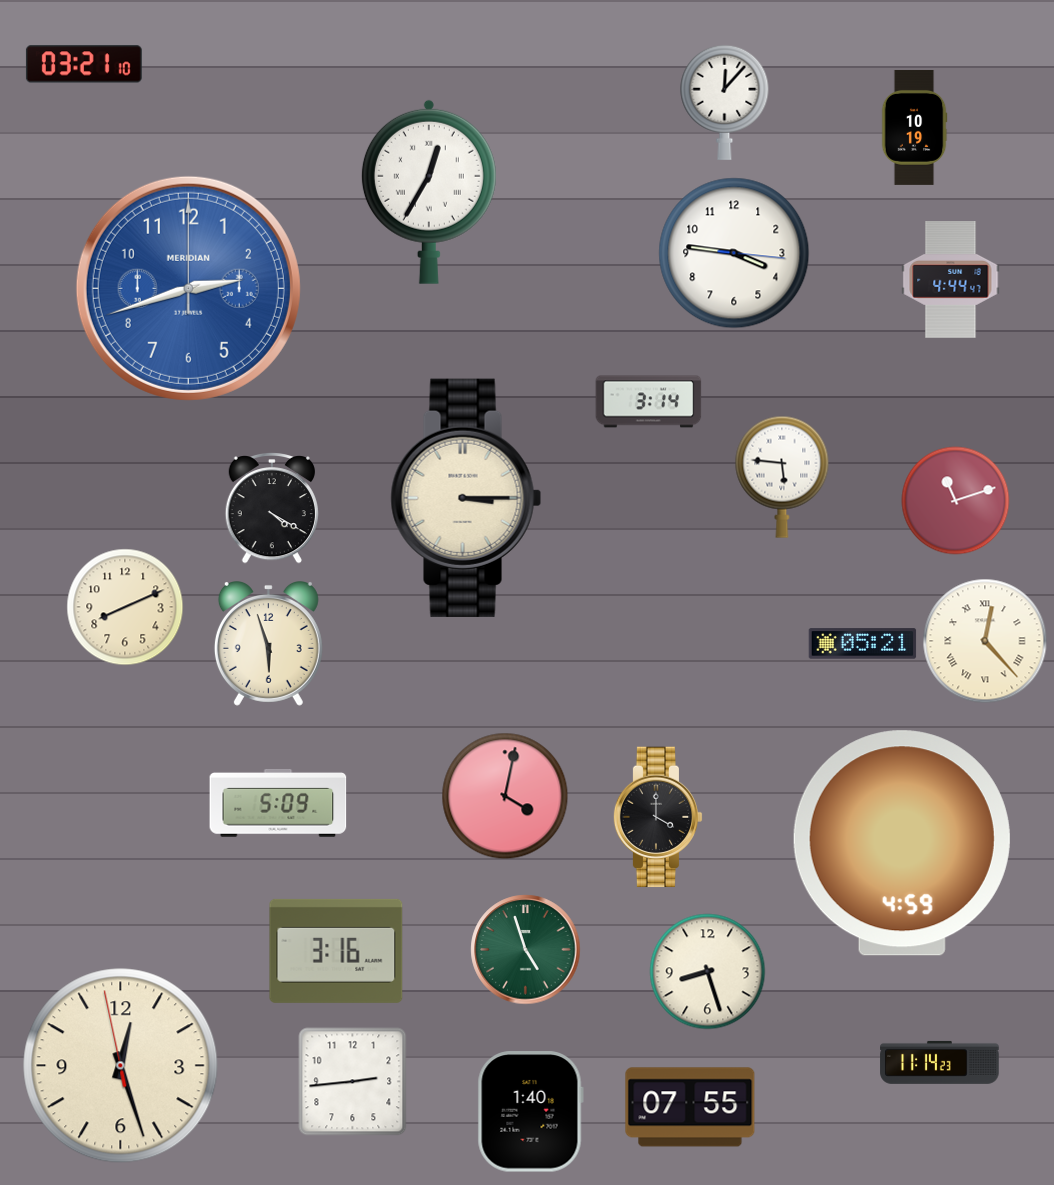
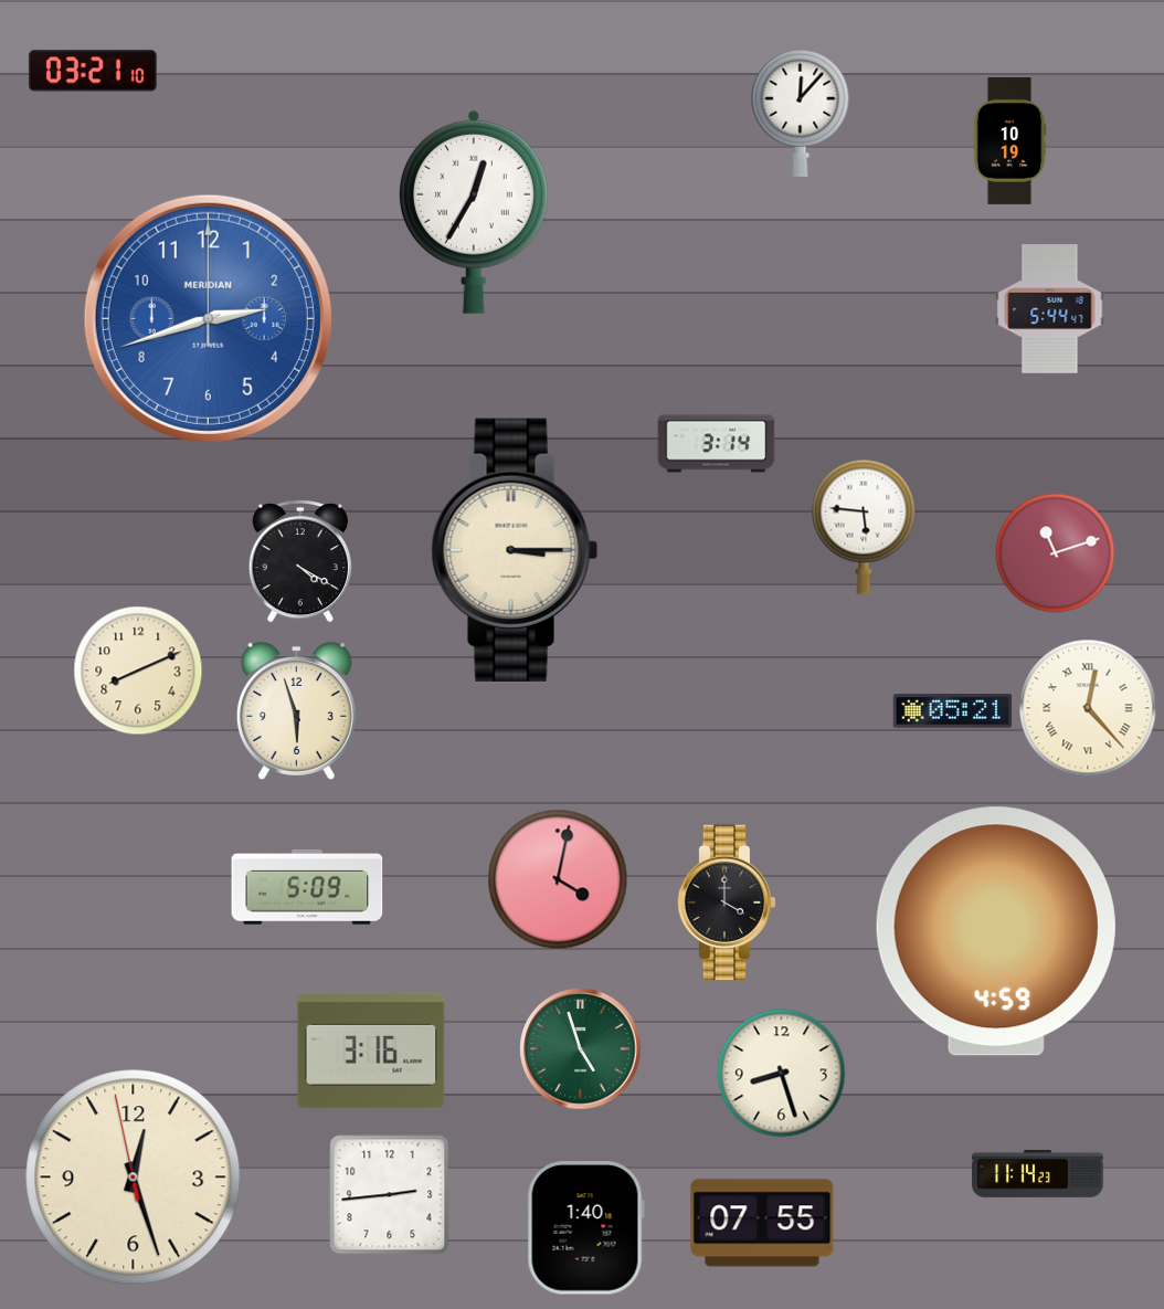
clock at (734, 253): 3:46 -> none
clock at (951, 280): 4:44 -> 5:44
